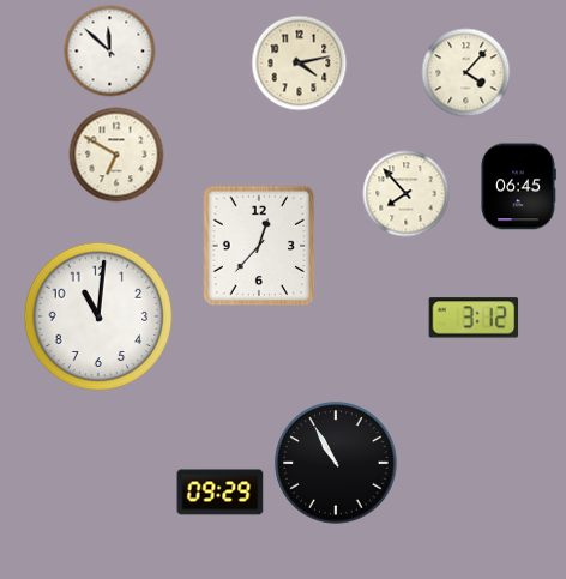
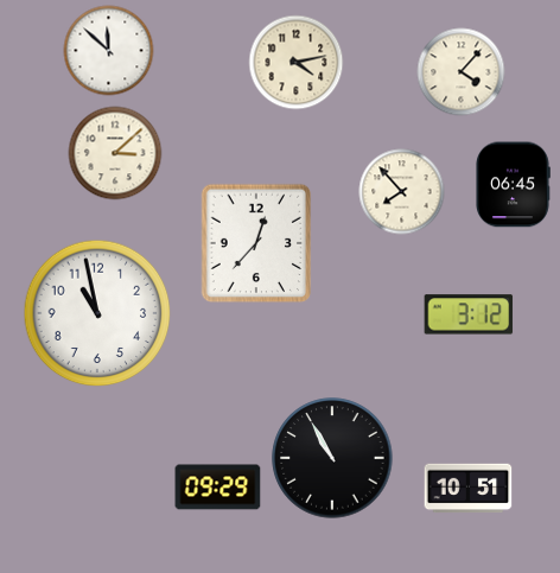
clock at (116, 155): 6:50 -> 3:08
clock at (98, 316): 11:01 -> 10:58
clock at (469, 489): none -> 10:51
